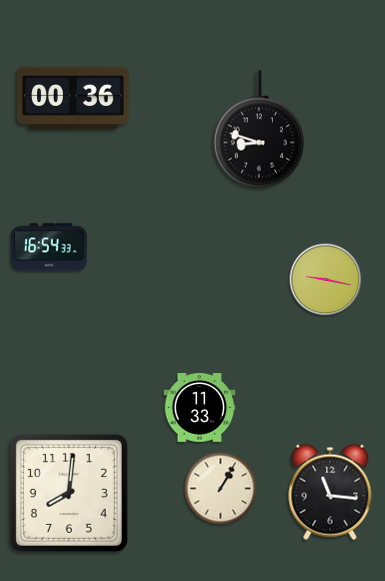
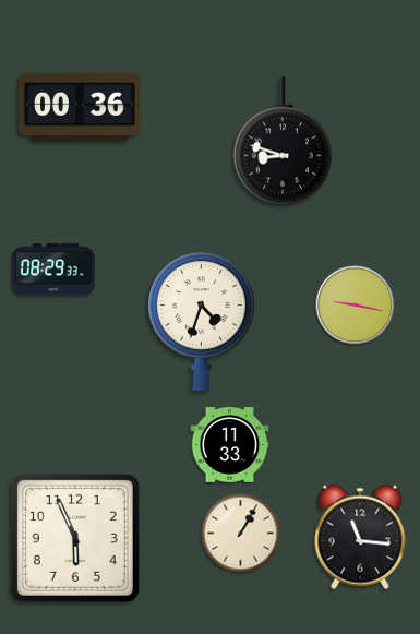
clock at (49, 247): 16:54 -> 08:29
clock at (202, 321): none -> 4:33
clock at (200, 408) position: (200, 408) -> (230, 445)
clock at (69, 493): 8:01 -> 5:56
